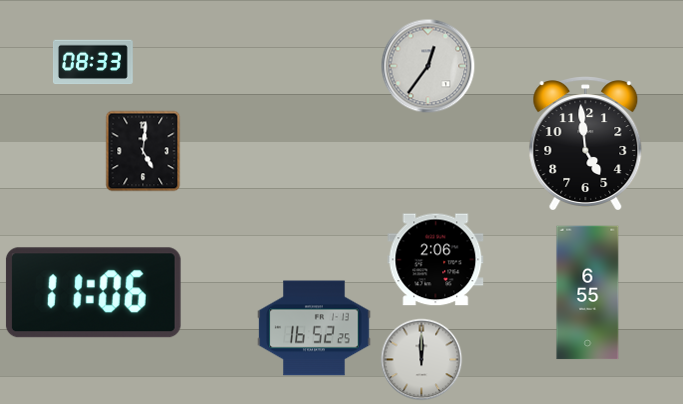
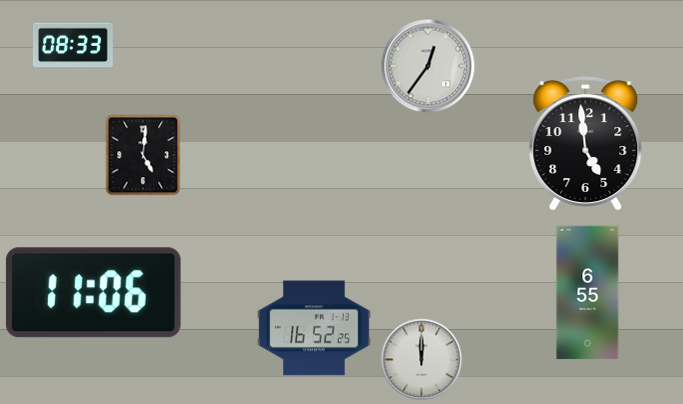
clock at (93, 62) position: (93, 62) -> (73, 45)
clock at (143, 151) position: (143, 151) -> (143, 155)
clock at (436, 260): 2:06 -> none
